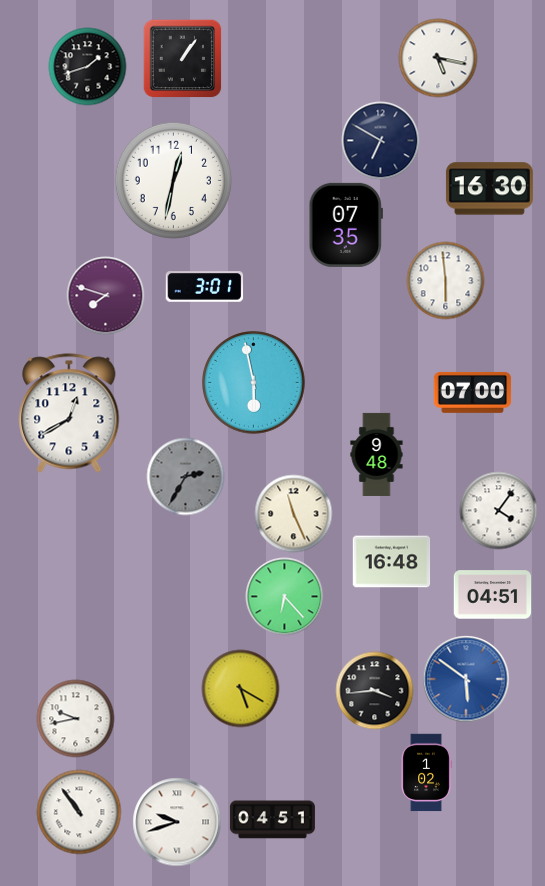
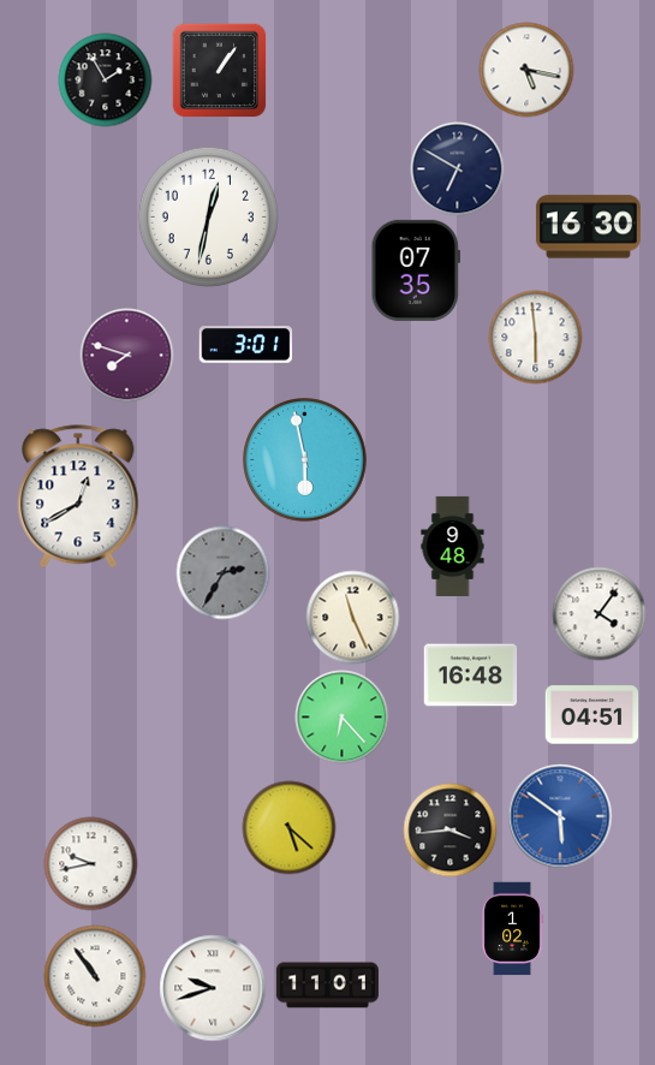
clock at (87, 66): 1:42 -> 1:55
clock at (472, 392): 07:00 -> none
clock at (69, 413) position: (69, 413) -> (78, 496)
clock at (240, 688): 5:20 -> 5:22
clock at (272, 820): 04:51 -> 11:01
